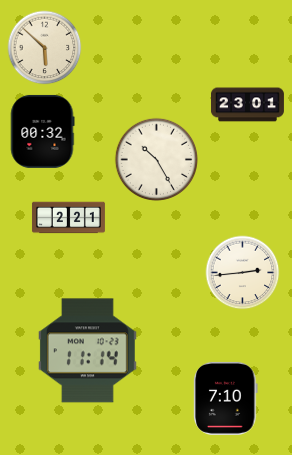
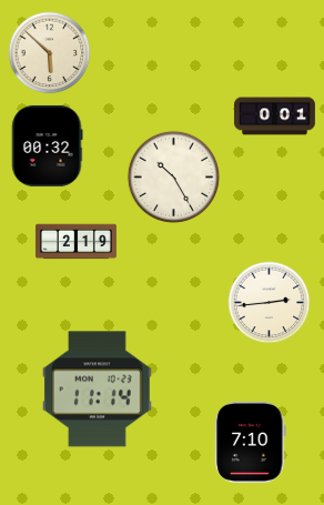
clock at (247, 105): 23:01 -> 0:01
clock at (68, 218): 2:21 -> 2:19
